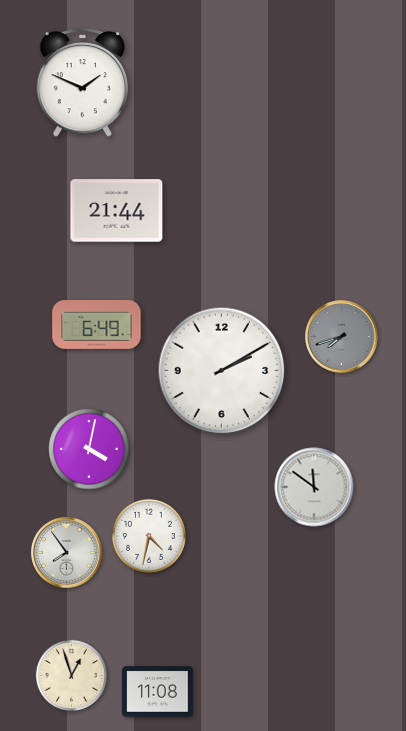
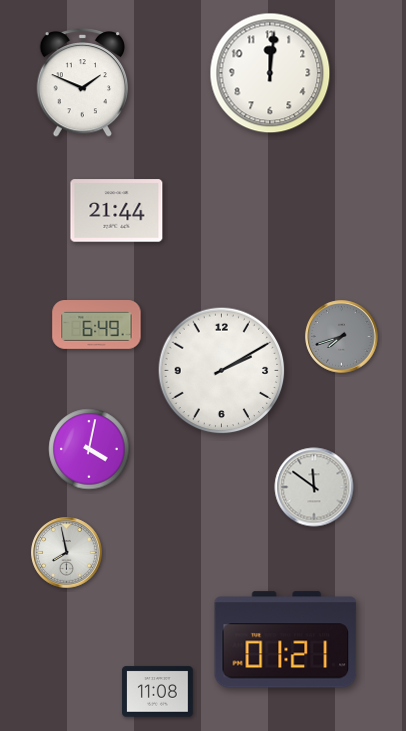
clock at (270, 73): none -> 12:01
clock at (149, 536): 4:32 -> none
clock at (67, 553): 7:54 -> 7:58
clock at (286, 640): none -> 01:21
clock at (71, 675): 12:57 -> none
